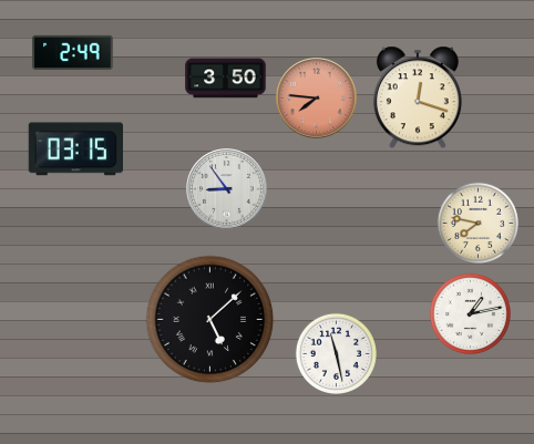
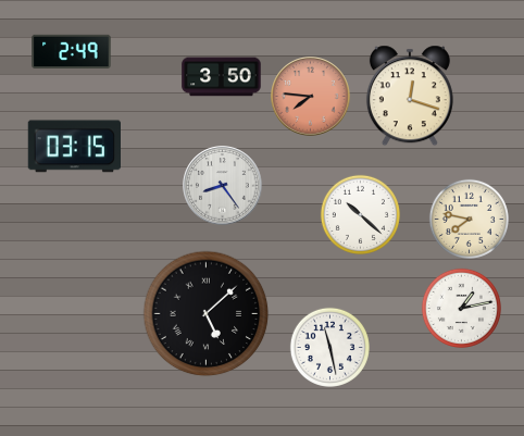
clock at (227, 189): 8:54 -> 8:24
clock at (360, 214): none -> 10:22
